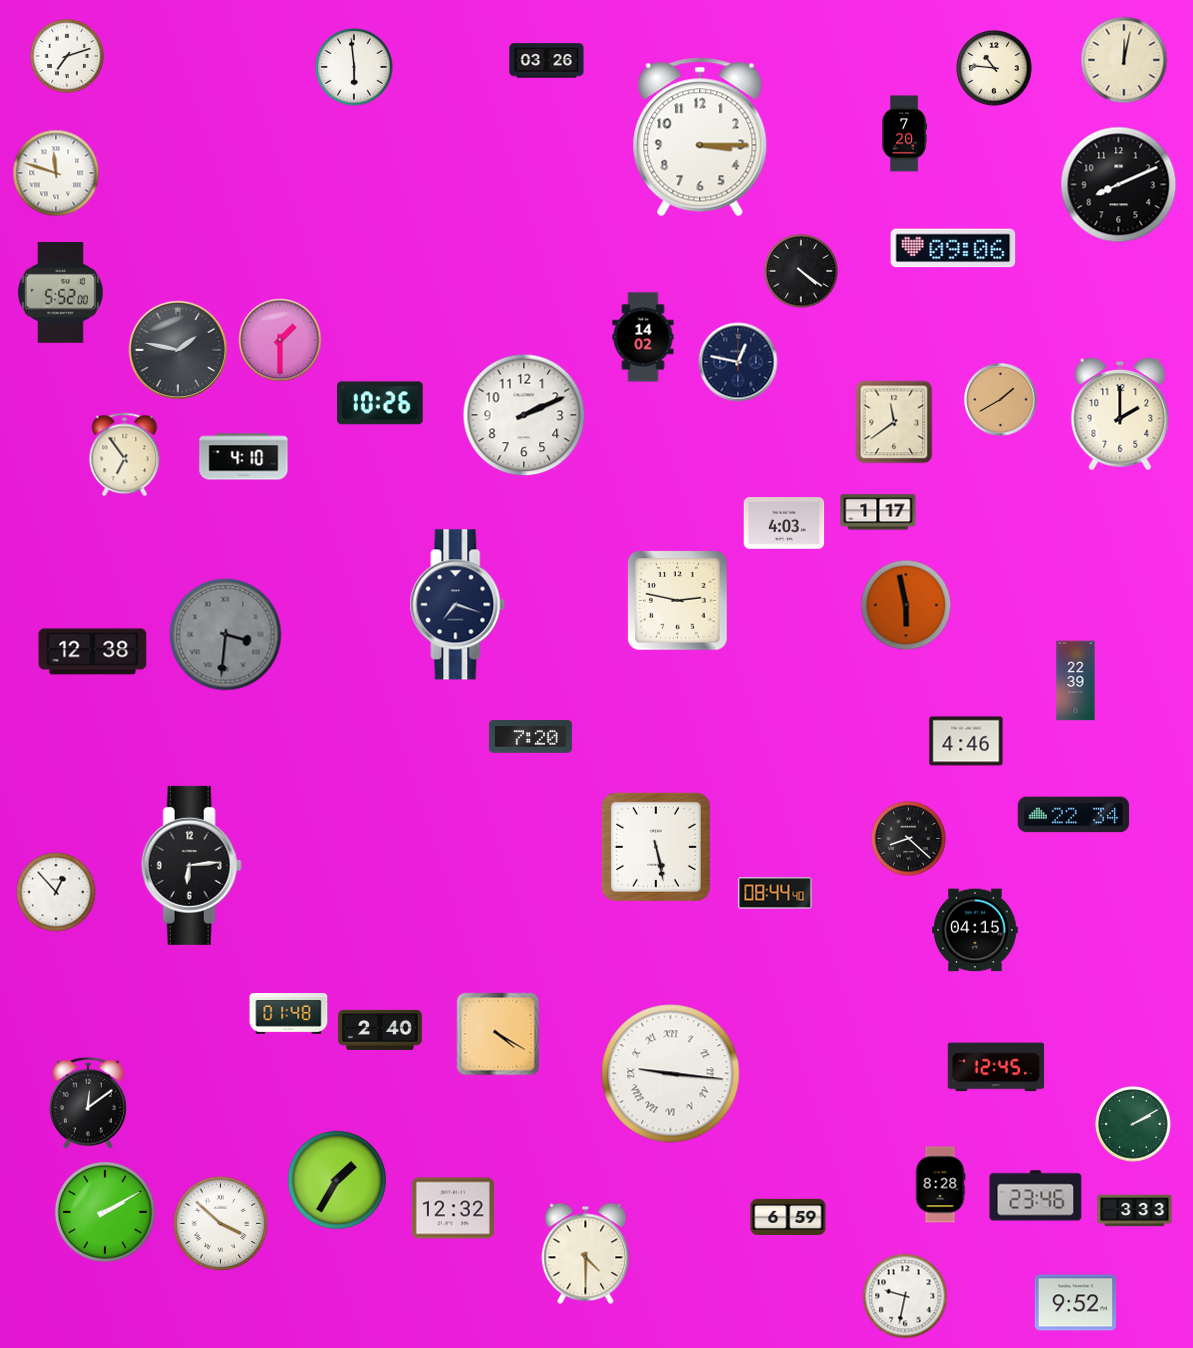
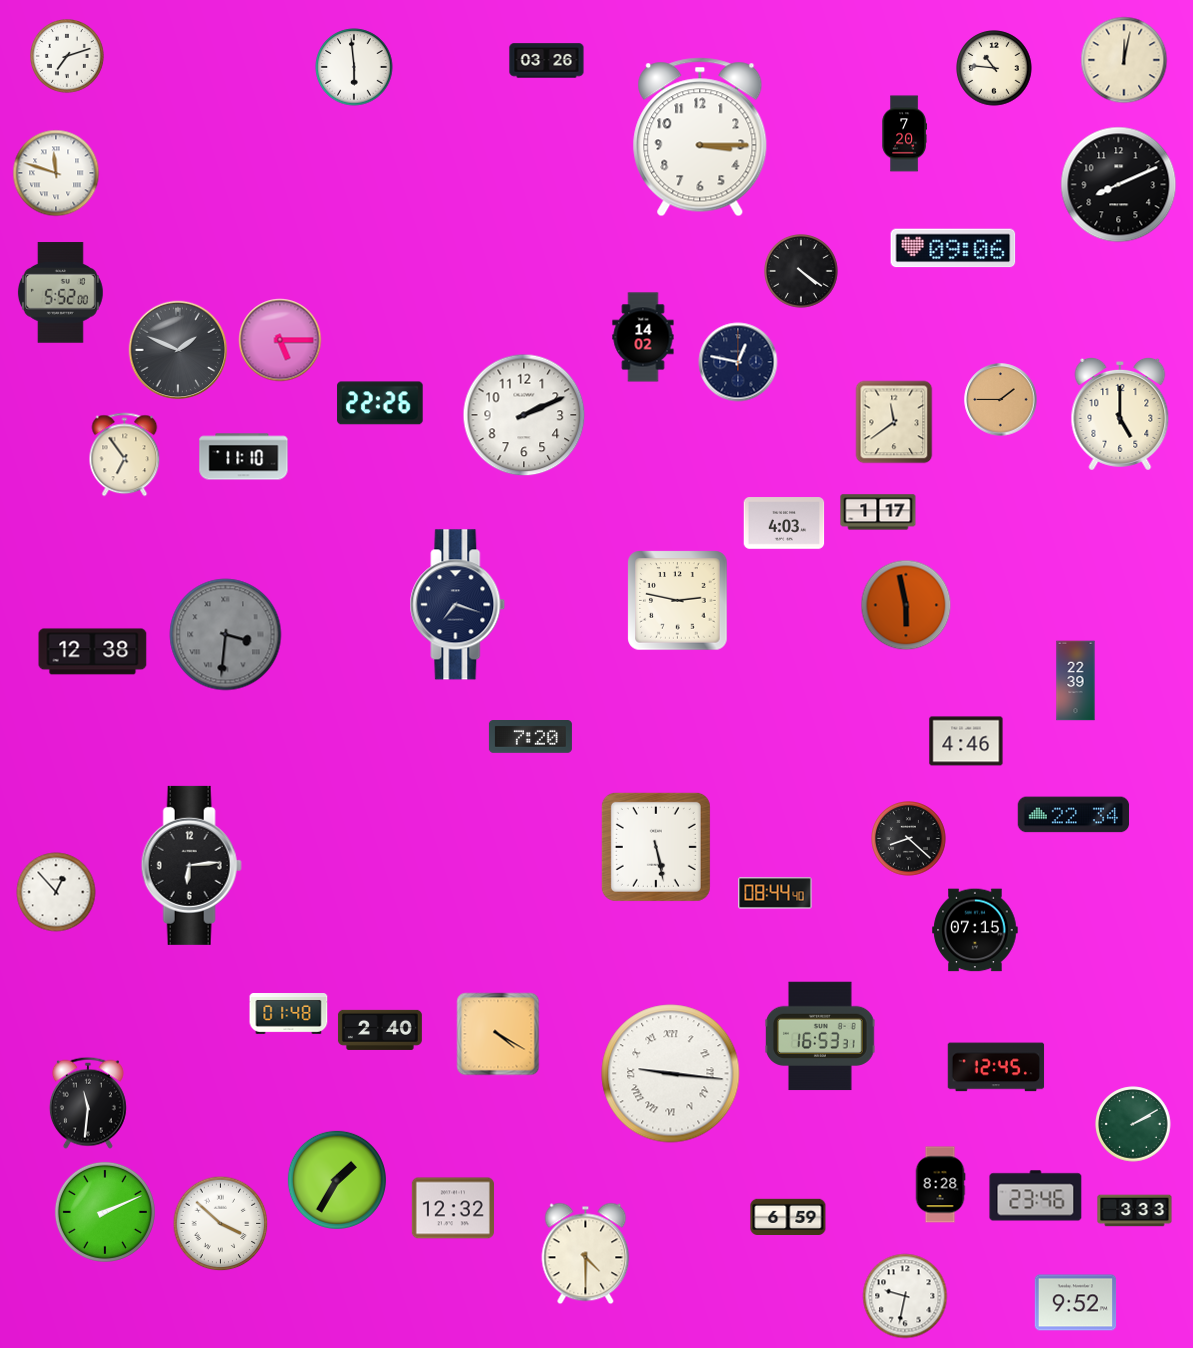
clock at (280, 340): 1:30 -> 5:15
clock at (178, 350): 1:47 -> 1:49
clock at (1001, 400): 1:40 -> 1:45
clock at (380, 403): 10:26 -> 22:26
clock at (1120, 414): 2:00 -> 5:00
clock at (244, 457): 4:10 -> 11:10
clock at (975, 930): 04:15 -> 07:15
clock at (820, 1036): none -> 16:53
clock at (88, 1103): 12:09 -> 11:31
clock at (105, 1212): 2:10 -> 2:11
